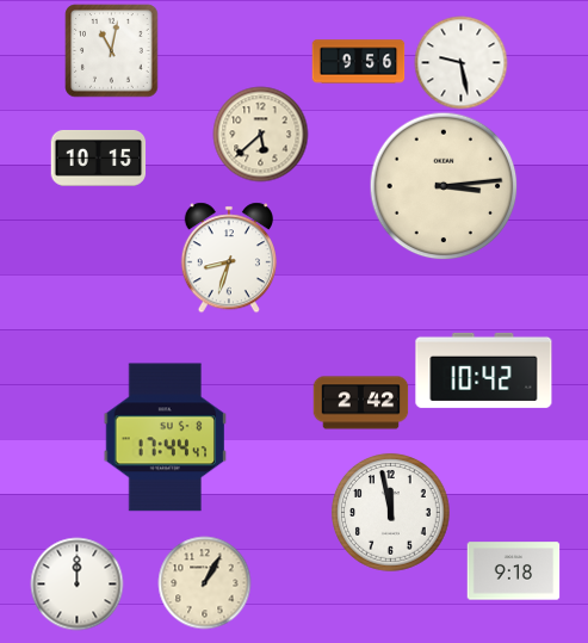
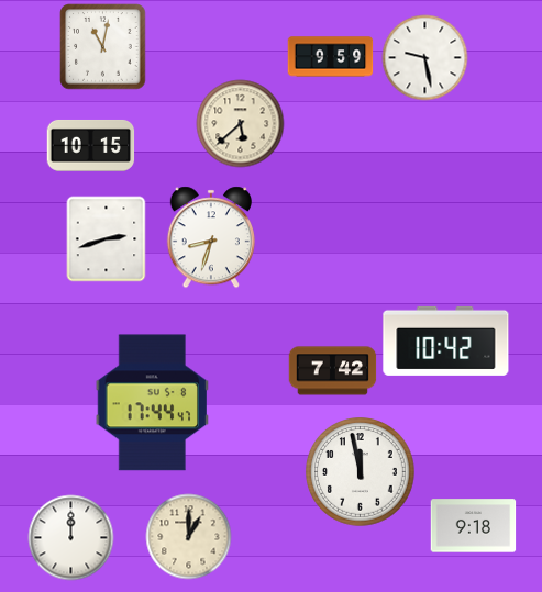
clock at (358, 62): 9:56 -> 9:59
clock at (444, 186): 3:14 -> none
clock at (107, 238): none -> 2:42
clock at (360, 403): 2:42 -> 7:42
clock at (204, 582): 1:05 -> 1:00
